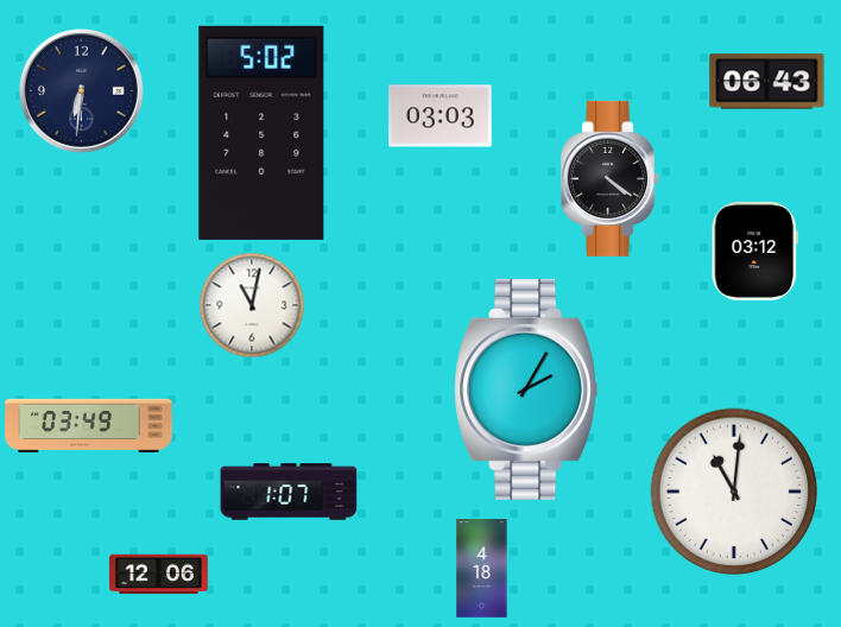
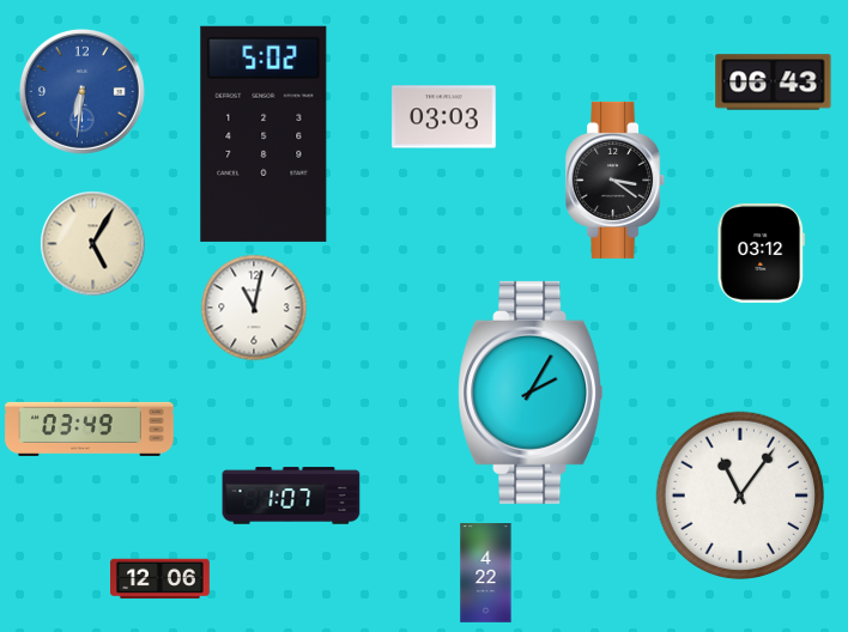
clock at (81, 90) dial: navy -> blue
clock at (611, 178): 4:21 -> 3:21
clock at (92, 243): none -> 5:05
clock at (734, 492): 11:01 -> 11:06
clock at (482, 569): 4:18 -> 4:22
